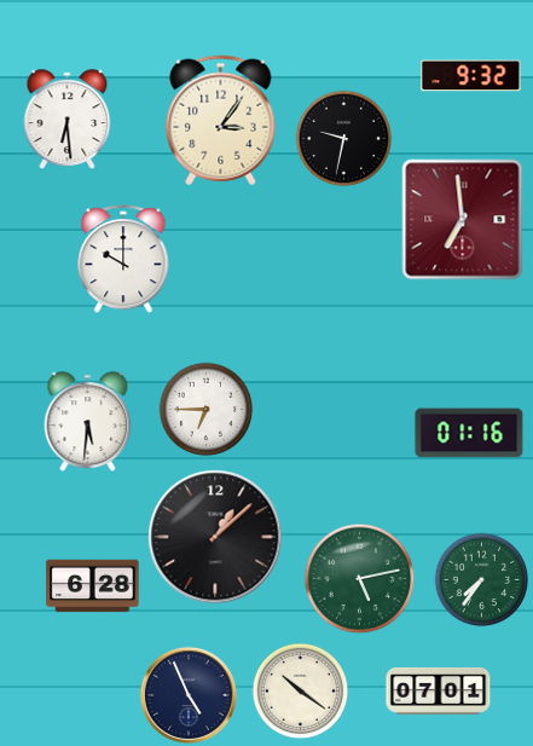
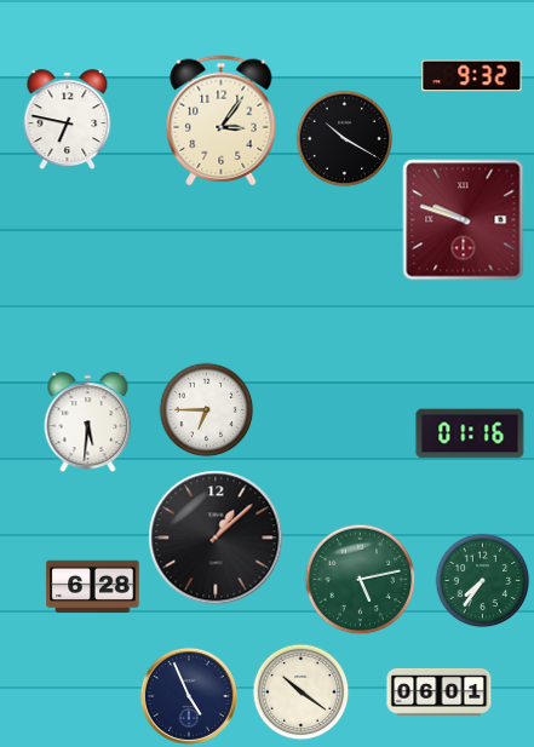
clock at (68, 118): 6:29 -> 6:47
clock at (343, 138): 9:32 -> 10:20
clock at (463, 220): 6:59 -> 9:48
clock at (123, 259): 10:00 -> none
clock at (439, 690): 07:01 -> 06:01
